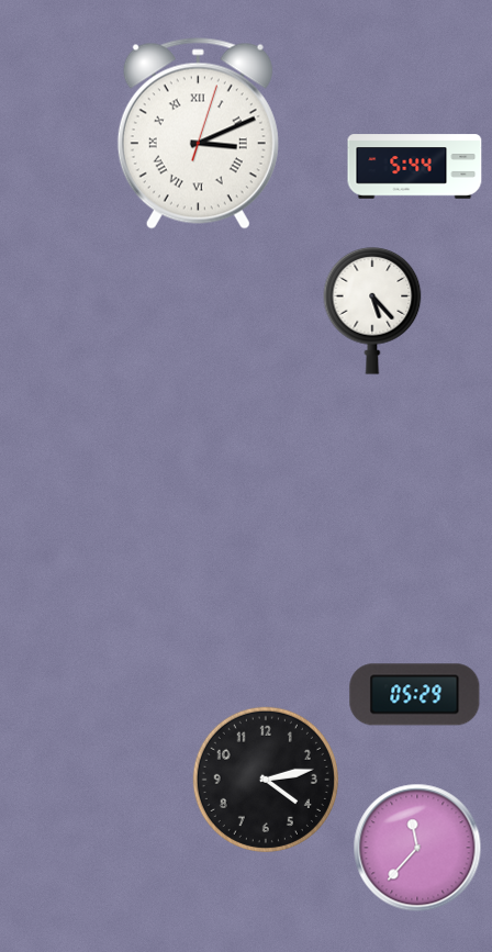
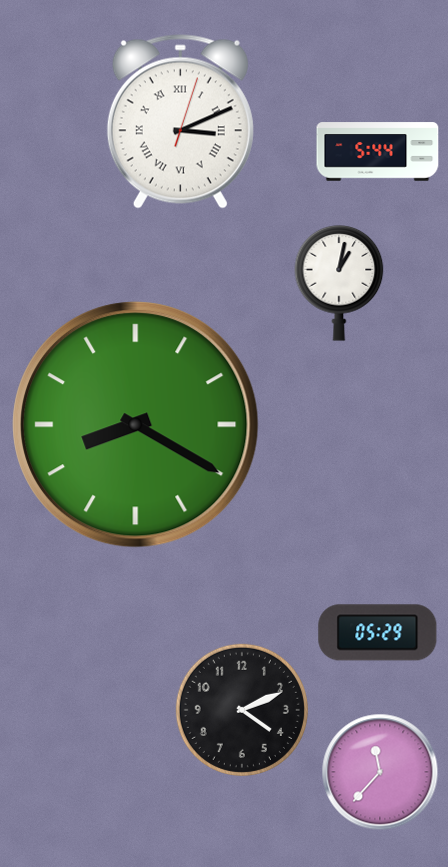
clock at (372, 312): 5:23 -> 1:02
clock at (136, 425): none -> 8:20
clock at (266, 780): 4:13 -> 4:11
